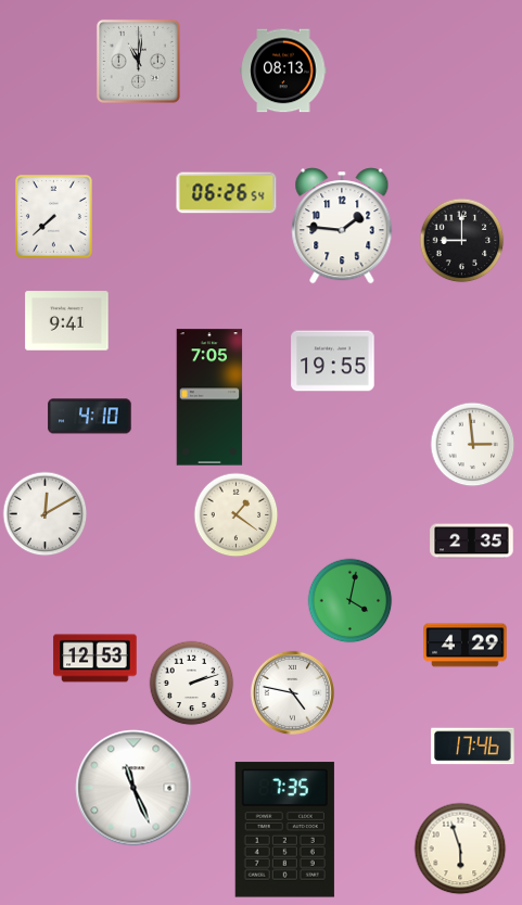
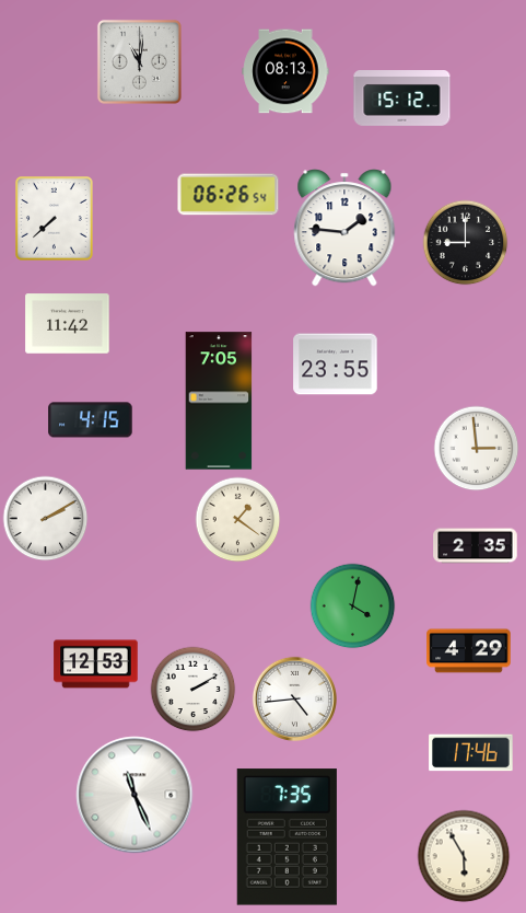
clock at (402, 99): none -> 15:12
clock at (67, 321): 9:41 -> 11:42
clock at (333, 361): 19:55 -> 23:55
clock at (209, 397) position: (209, 397) -> (219, 401)
clock at (90, 417): 4:10 -> 4:15
clock at (44, 513): 12:10 -> 2:10
clock at (191, 683): 2:12 -> 2:10
clock at (292, 692): 4:47 -> 4:44
clock at (473, 747) position: (473, 747) -> (471, 753)
clock at (460, 849): 5:57 -> 5:55
